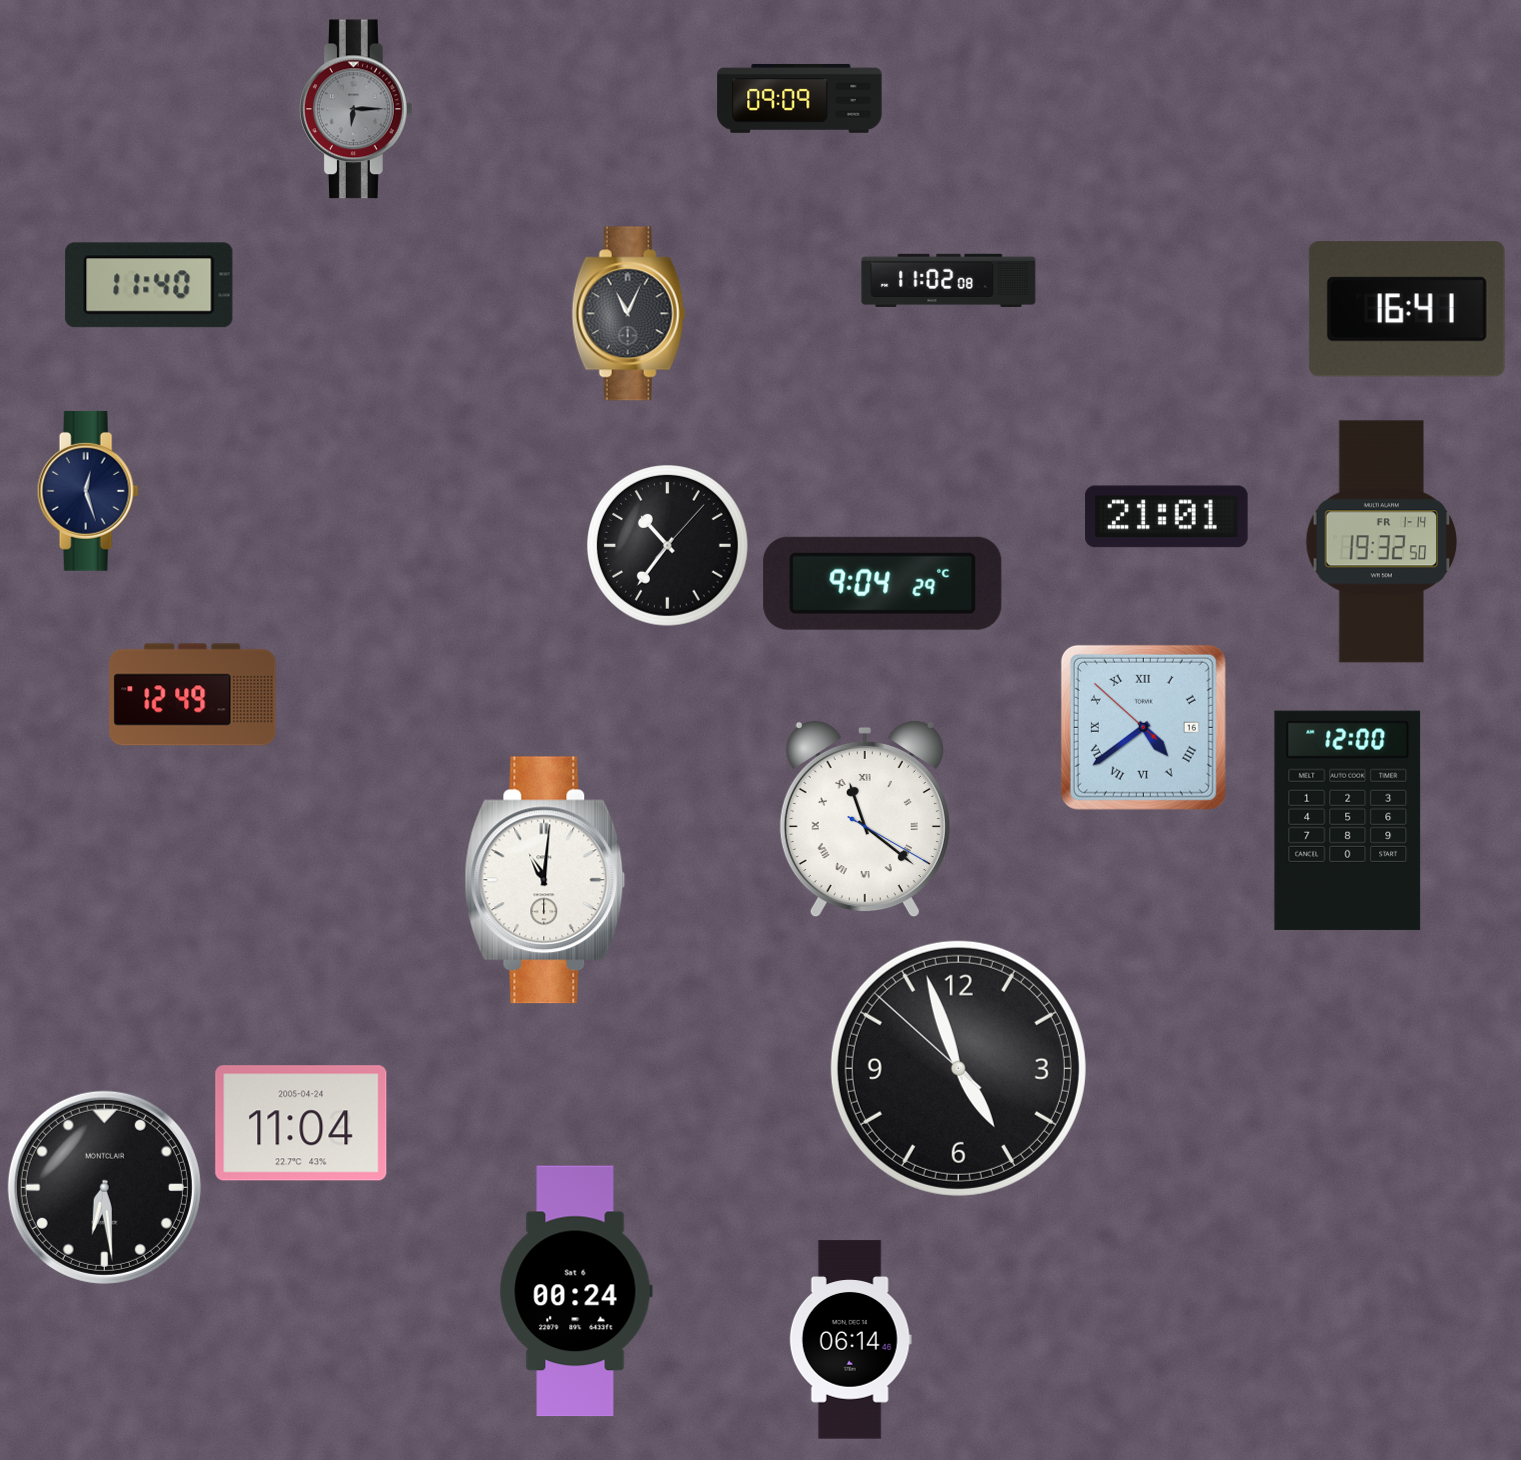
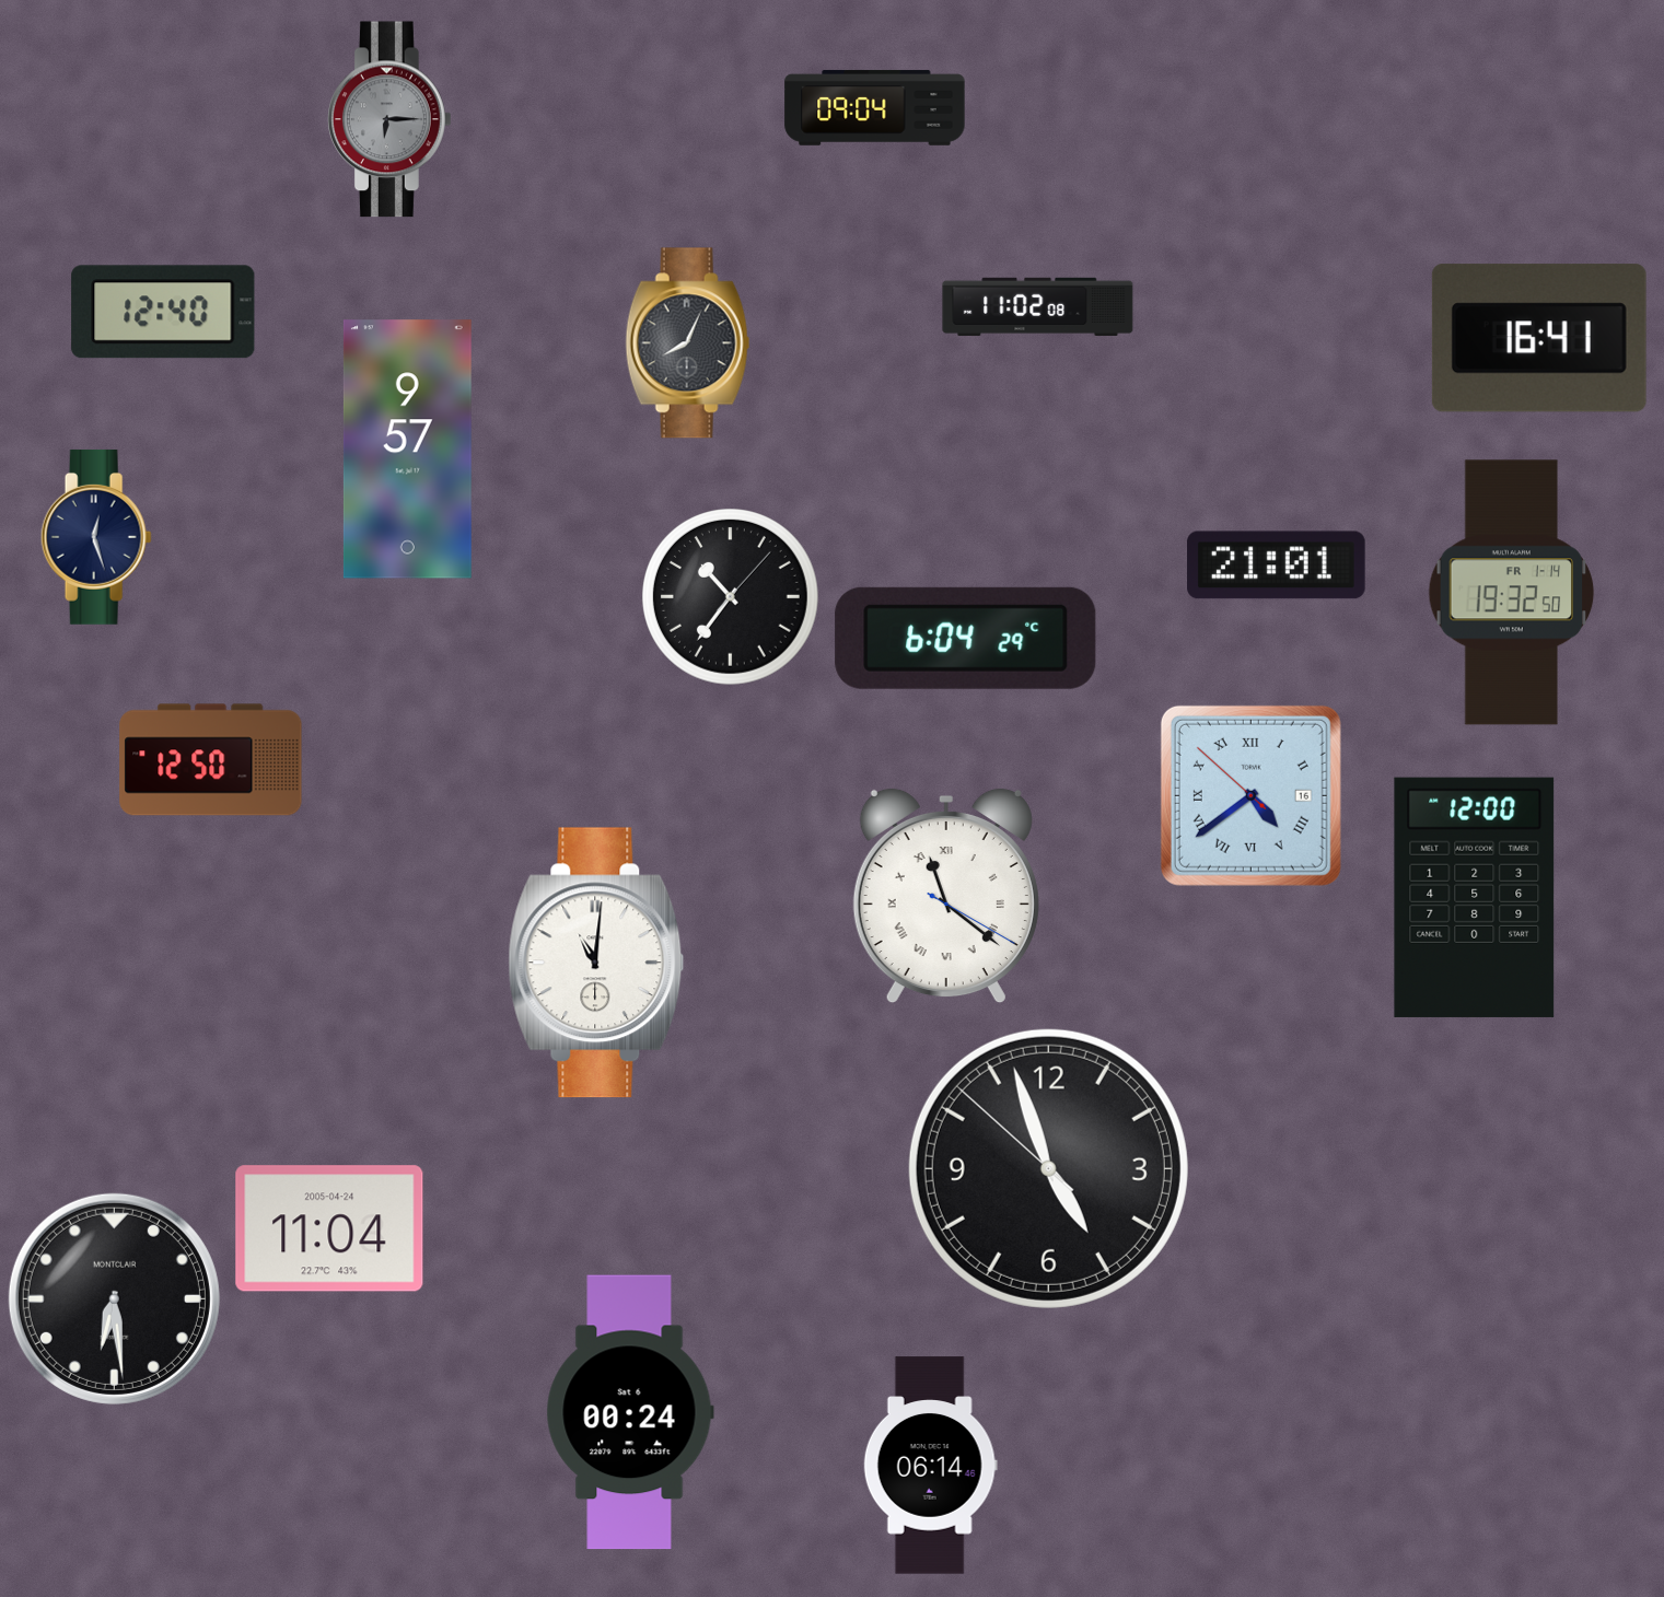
clock at (800, 98): 09:09 -> 09:04
clock at (149, 285): 11:40 -> 12:40
clock at (629, 314): 11:04 -> 8:04
clock at (407, 450): none -> 9:57
clock at (883, 583): 9:04 -> 6:04
clock at (193, 695): 12:49 -> 12:50
